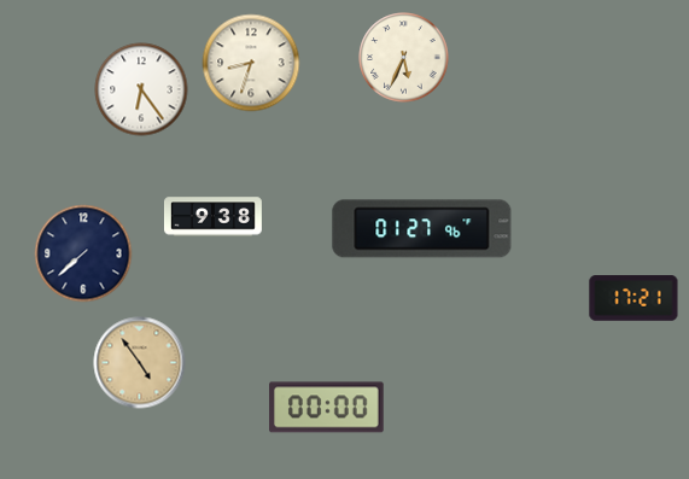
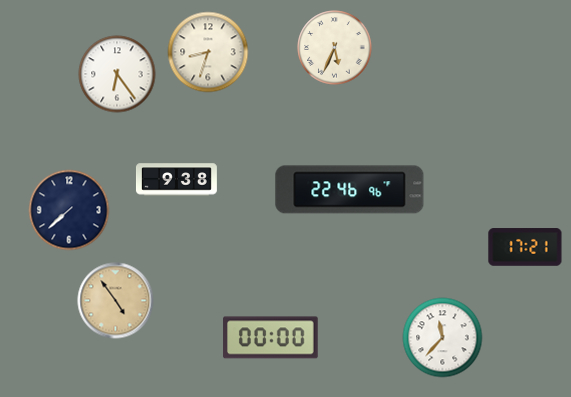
clock at (422, 229): 01:27 -> 22:46
clock at (443, 338): none -> 11:37
